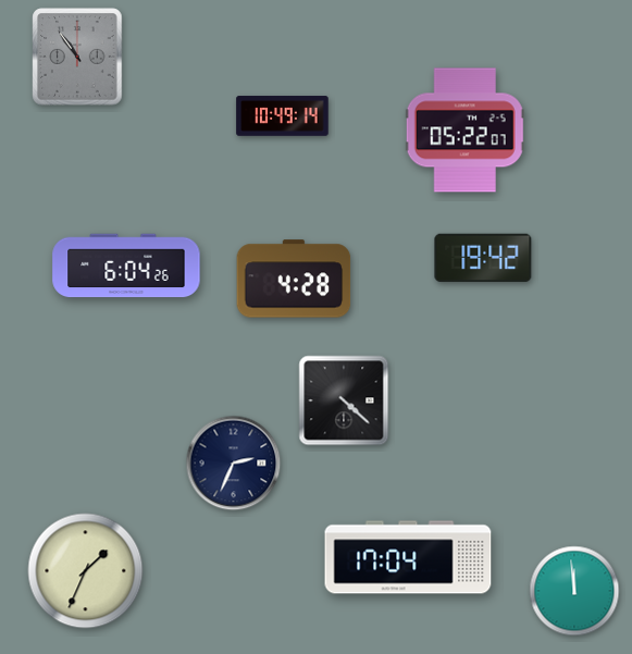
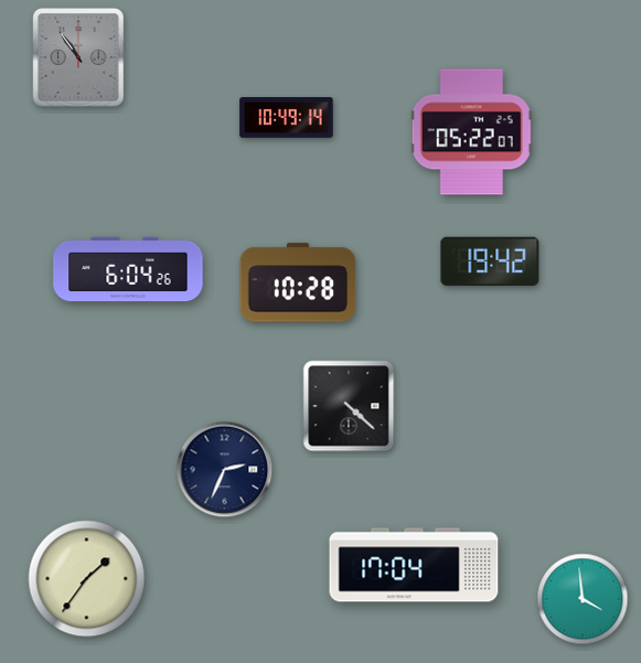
clock at (294, 279): 4:28 -> 10:28
clock at (234, 464) position: (234, 464) -> (225, 470)
clock at (86, 571): 1:34 -> 1:36
clock at (574, 591): 11:59 -> 3:59
